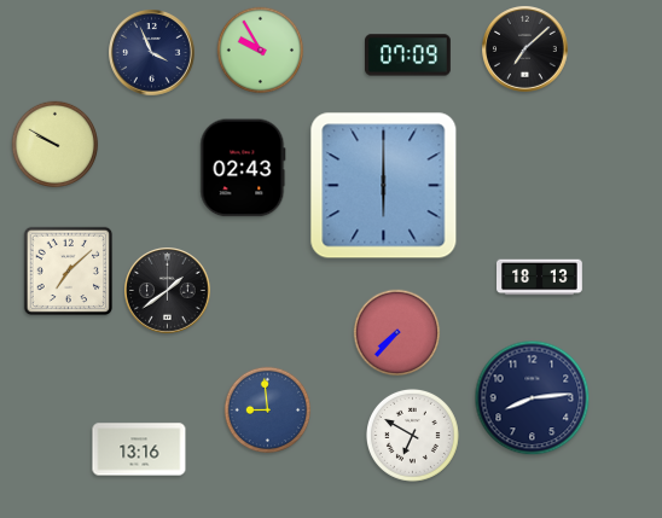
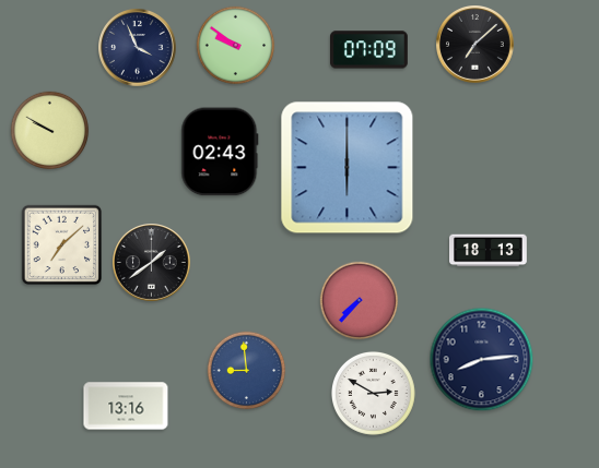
clock at (261, 51): 9:55 -> 9:51
clock at (268, 411) position: (268, 411) -> (247, 371)
clock at (412, 435): 6:50 -> 2:50
